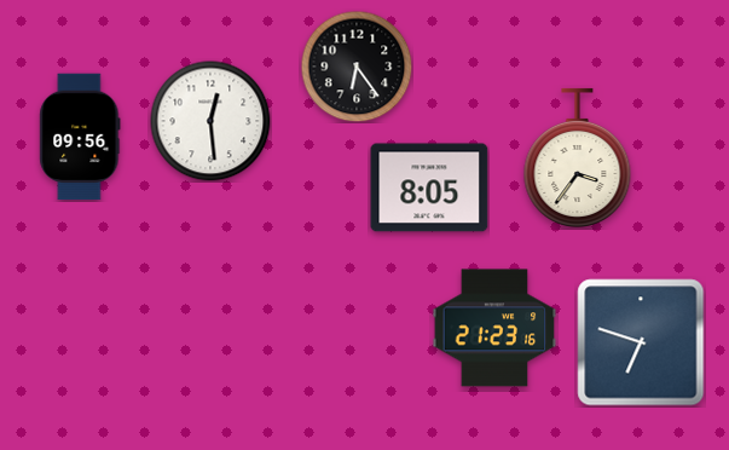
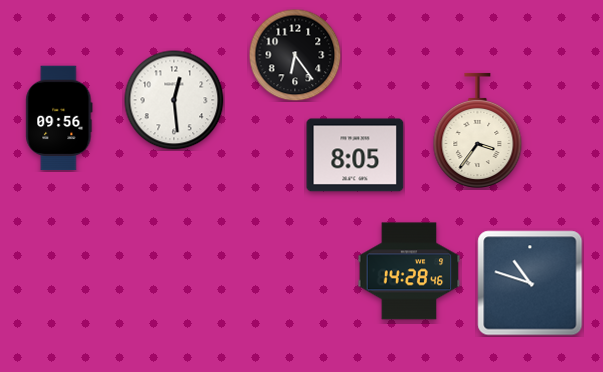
clock at (80, 137) position: (80, 137) -> (59, 118)
clock at (494, 328): 21:23 -> 14:28
clock at (641, 342): 6:48 -> 10:48
